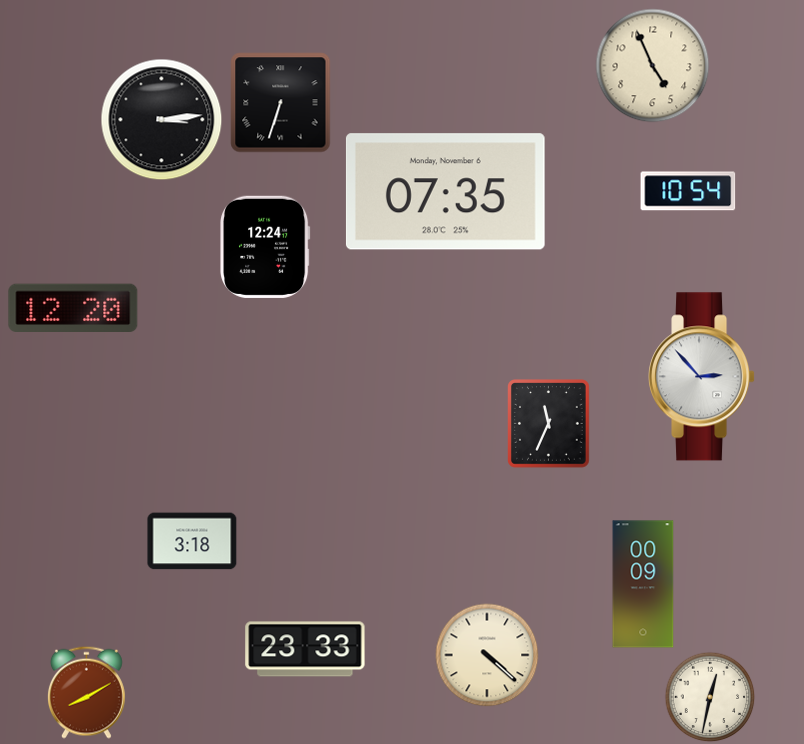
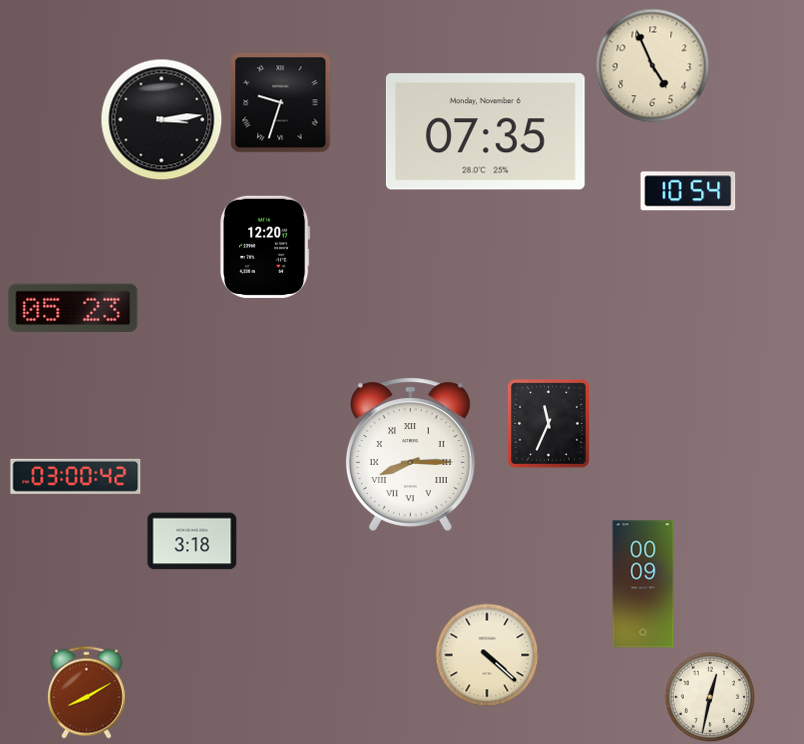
clock at (281, 103): 6:33 -> 9:33
clock at (445, 192) position: (445, 192) -> (485, 132)
clock at (265, 247): 12:24 -> 12:20
clock at (73, 307): 12:20 -> 05:23
clock at (703, 377): 2:53 -> none
clock at (410, 454): none -> 8:15
clock at (76, 476): none -> 03:00
clock at (305, 649): 23:33 -> none
